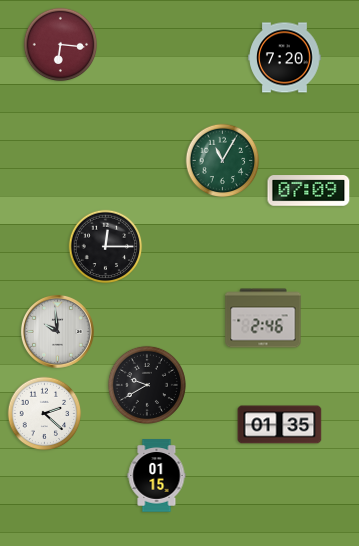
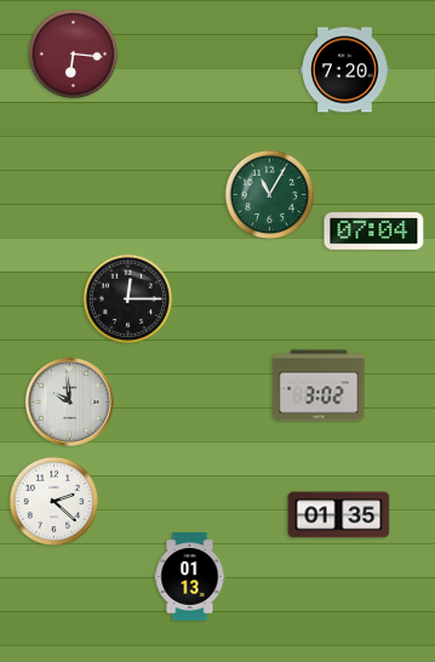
clock at (309, 191): 07:09 -> 07:04
clock at (263, 318): 2:46 -> 3:02
clock at (147, 385): 9:40 -> none
clock at (157, 476): 01:15 -> 01:13
